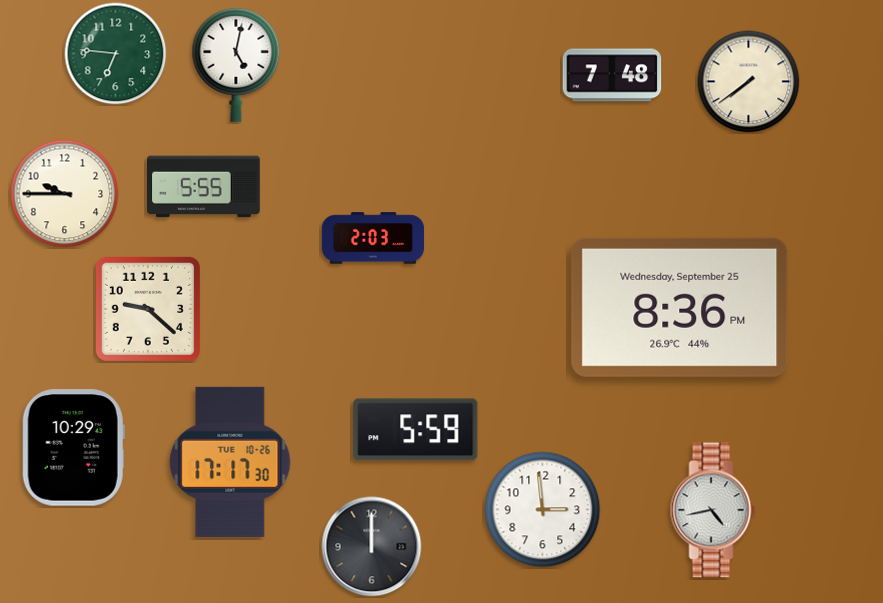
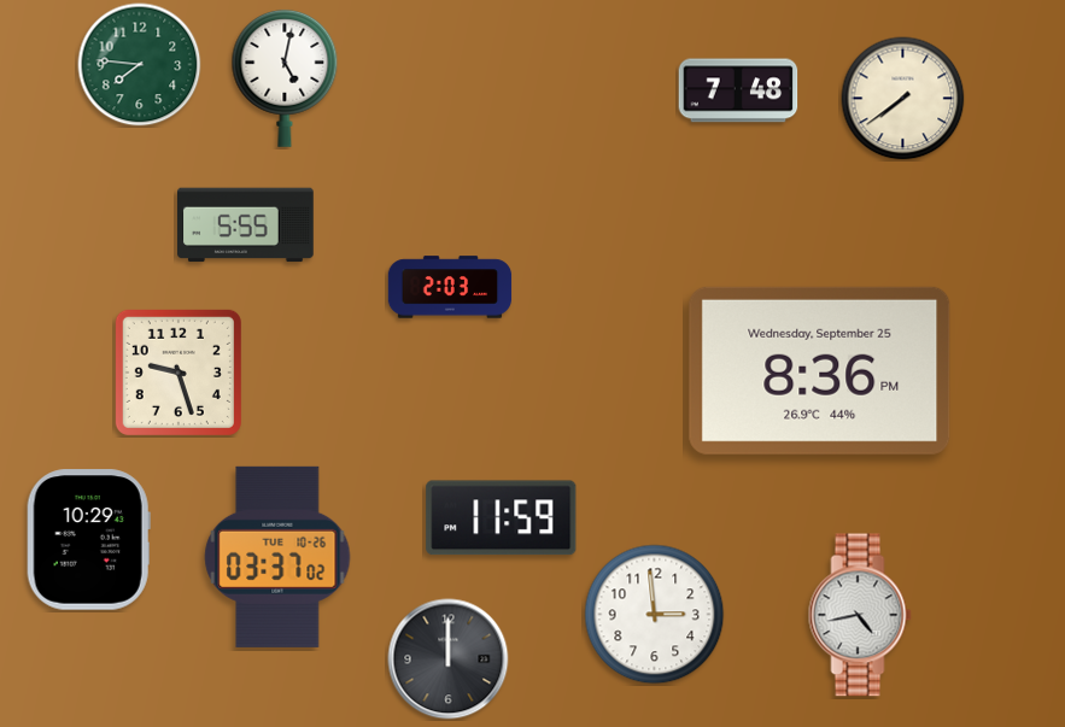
clock at (116, 54): 6:46 -> 7:46
clock at (65, 194): 9:45 -> none
clock at (148, 309): 9:22 -> 9:27
clock at (416, 430): 5:59 -> 11:59
clock at (230, 462): 17:17 -> 03:37
